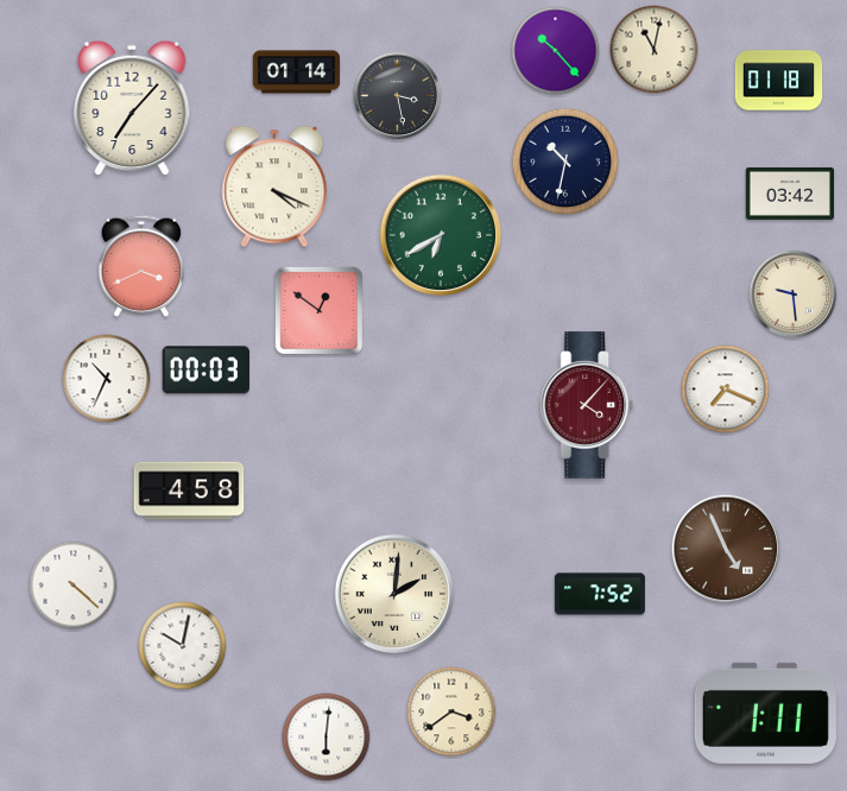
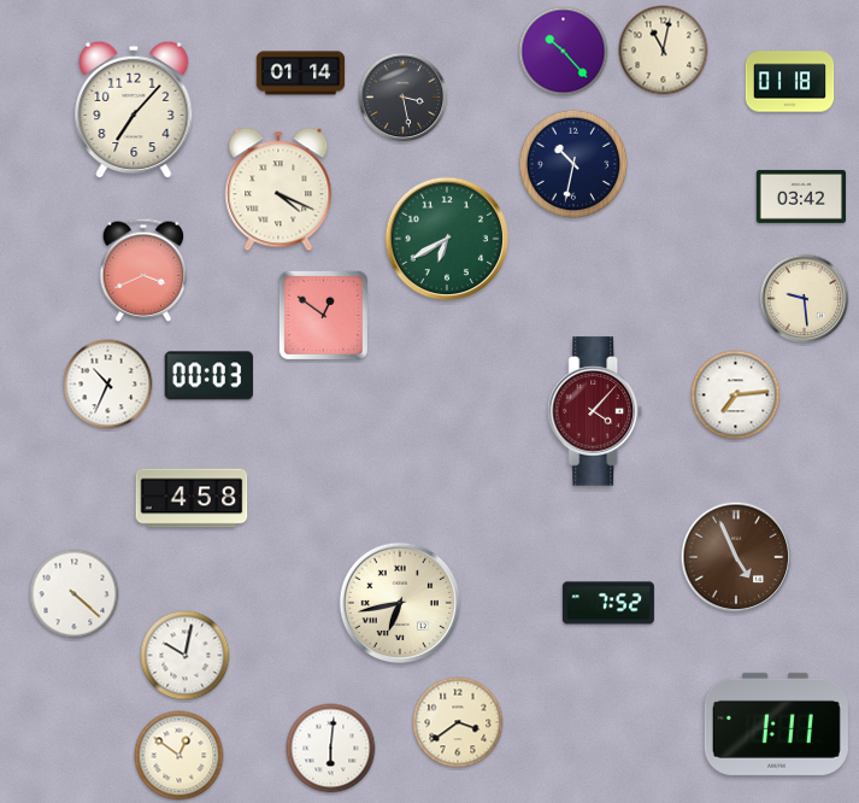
clock at (726, 390): 7:19 -> 7:14
clock at (394, 594): 2:01 -> 6:43
clock at (180, 756): none -> 12:51
